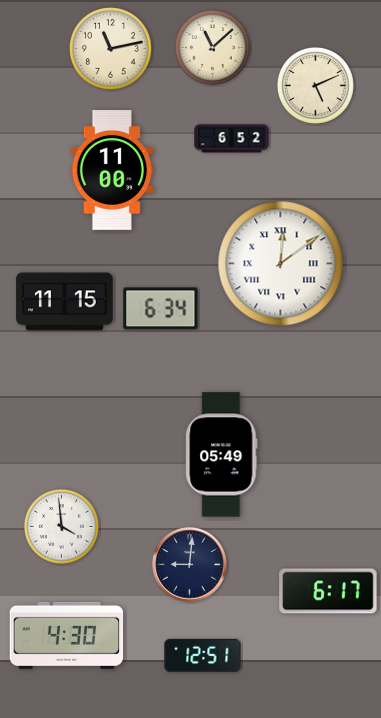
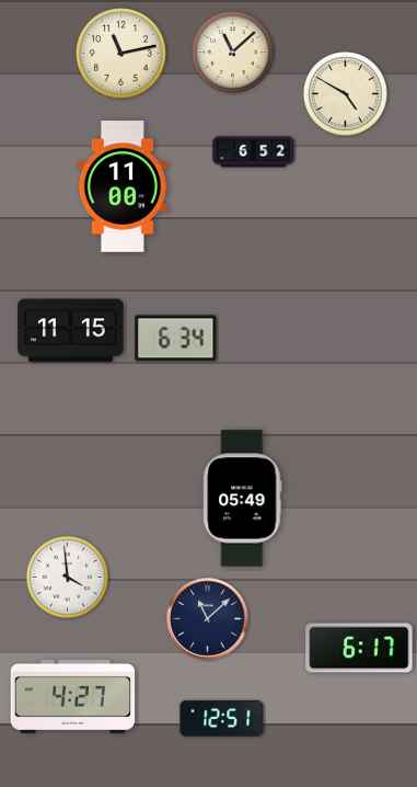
clock at (315, 85): 5:11 -> 4:50
clock at (281, 264): 12:09 -> none
clock at (190, 565): 9:01 -> 11:08
clock at (67, 635): 4:30 -> 4:27
